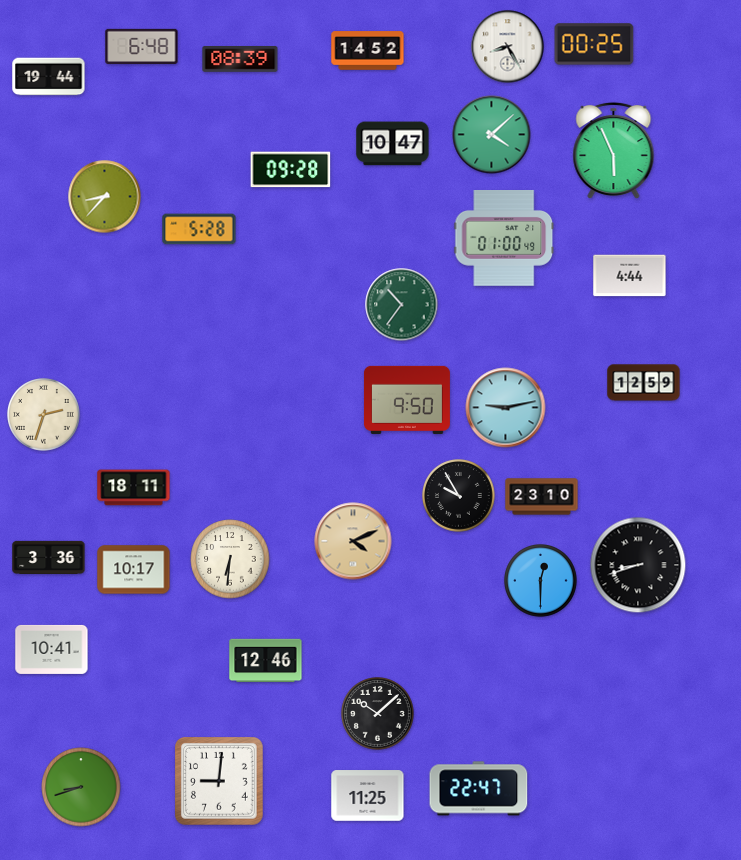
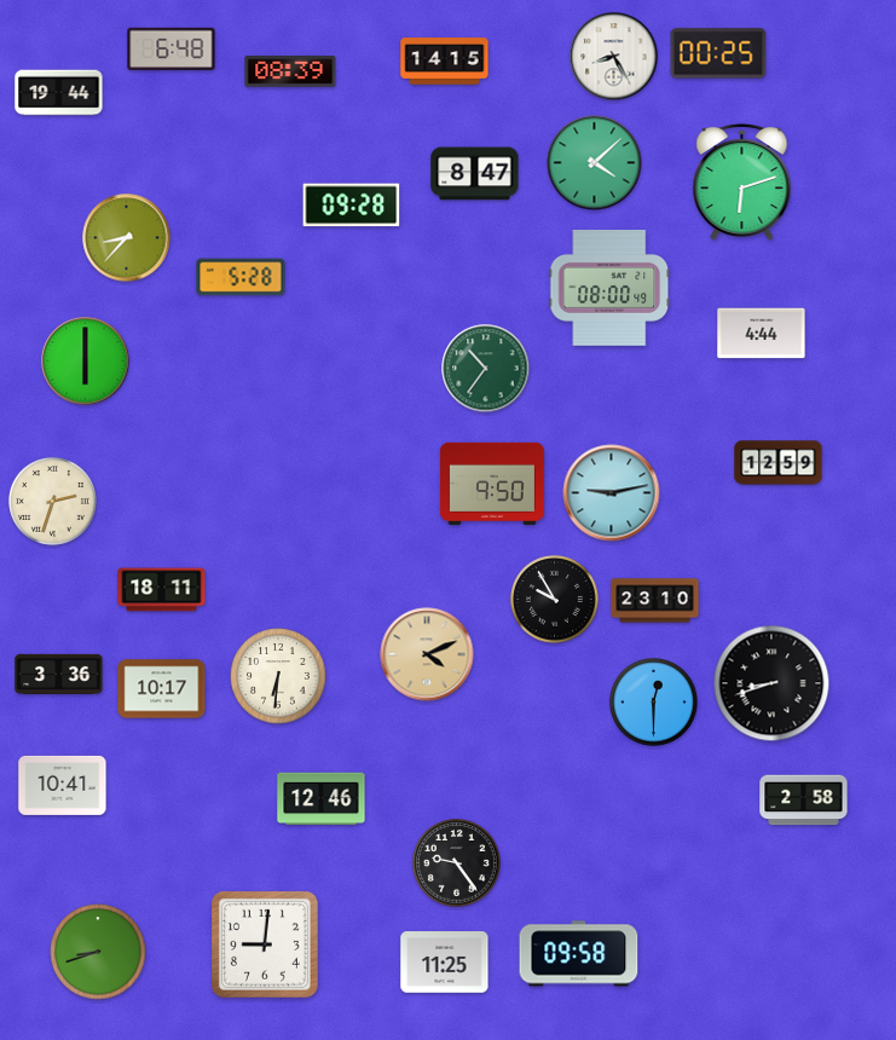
clock at (142, 46) position: (142, 46) -> (172, 48)
clock at (368, 51): 14:52 -> 14:15
clock at (393, 144): 10:47 -> 8:47
clock at (614, 151): 5:56 -> 6:12
clock at (504, 239): 01:00 -> 08:00
clock at (86, 362): none -> 6:00
clock at (804, 801): none -> 2:58
clock at (378, 714): 10:08 -> 9:24
clock at (479, 789): 22:47 -> 09:58
